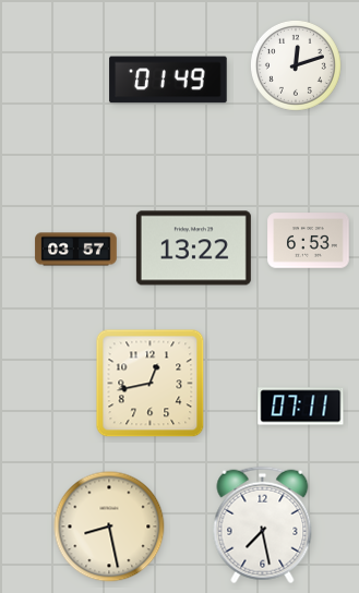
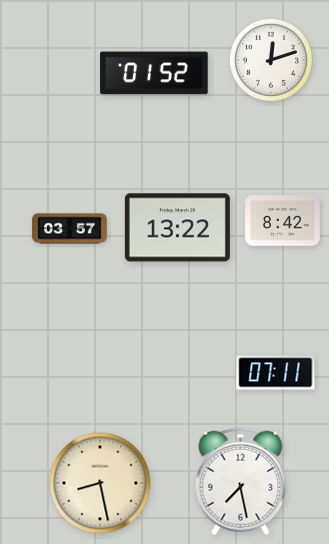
clock at (168, 80): 01:49 -> 01:52
clock at (309, 241): 6:53 -> 8:42
clock at (151, 384): 12:43 -> none
